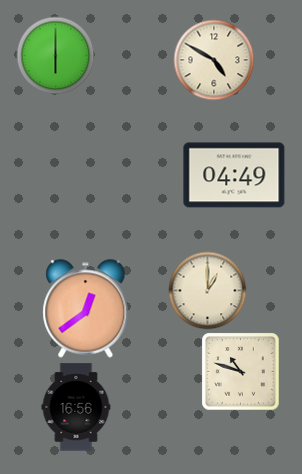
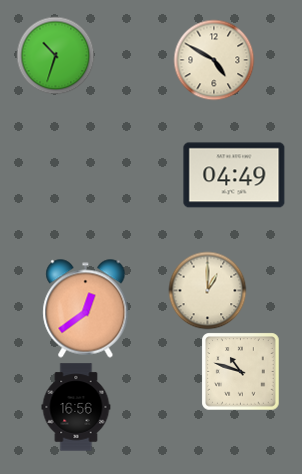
clock at (55, 55): 6:00 -> 10:33
